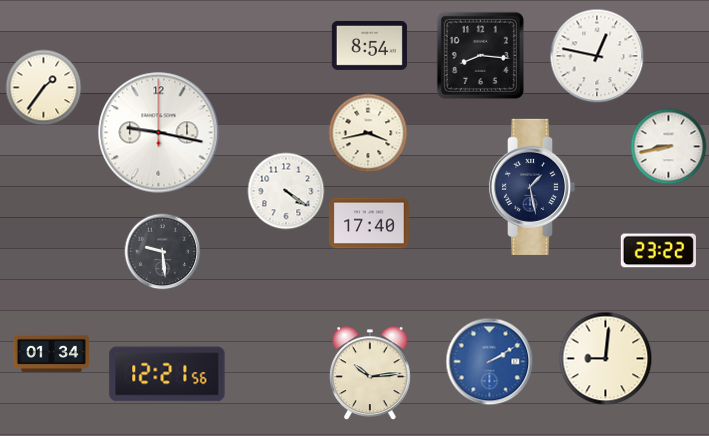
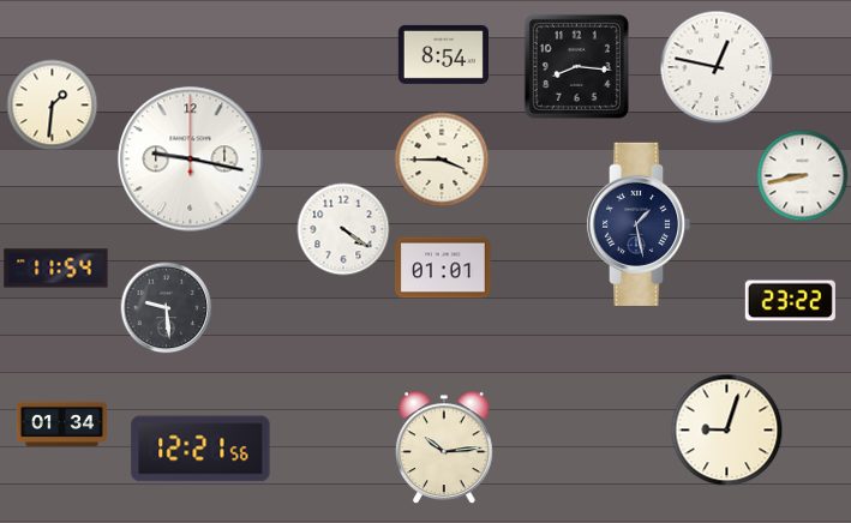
clock at (44, 88): 1:36 -> 1:31
clock at (368, 133): 3:43 -> 3:45
clock at (369, 223): 17:40 -> 01:01
clock at (56, 269): none -> 11:54
clock at (163, 252) position: (163, 252) -> (167, 308)
clock at (606, 359): 9:01 -> 9:03
clock at (490, 362): 2:10 -> none
